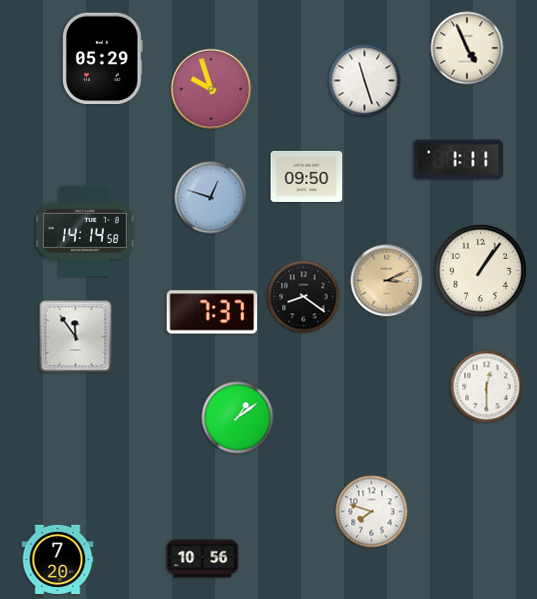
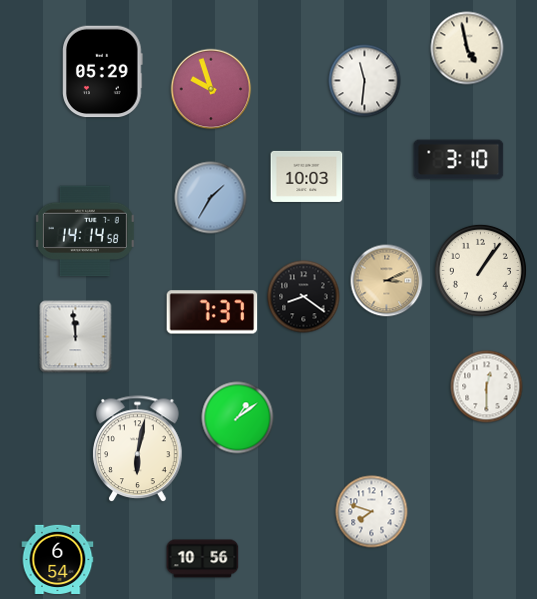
clock at (467, 48): 4:56 -> 4:58
clock at (103, 59) position: (103, 59) -> (103, 72)
clock at (365, 81): 11:27 -> 11:31
clock at (459, 160): 1:11 -> 3:10
clock at (307, 176): 09:50 -> 10:03
clock at (211, 198): 12:48 -> 1:35
clock at (76, 337): 11:54 -> 11:59
clock at (138, 449): none -> 6:02
clock at (58, 559): 7:20 -> 6:54
